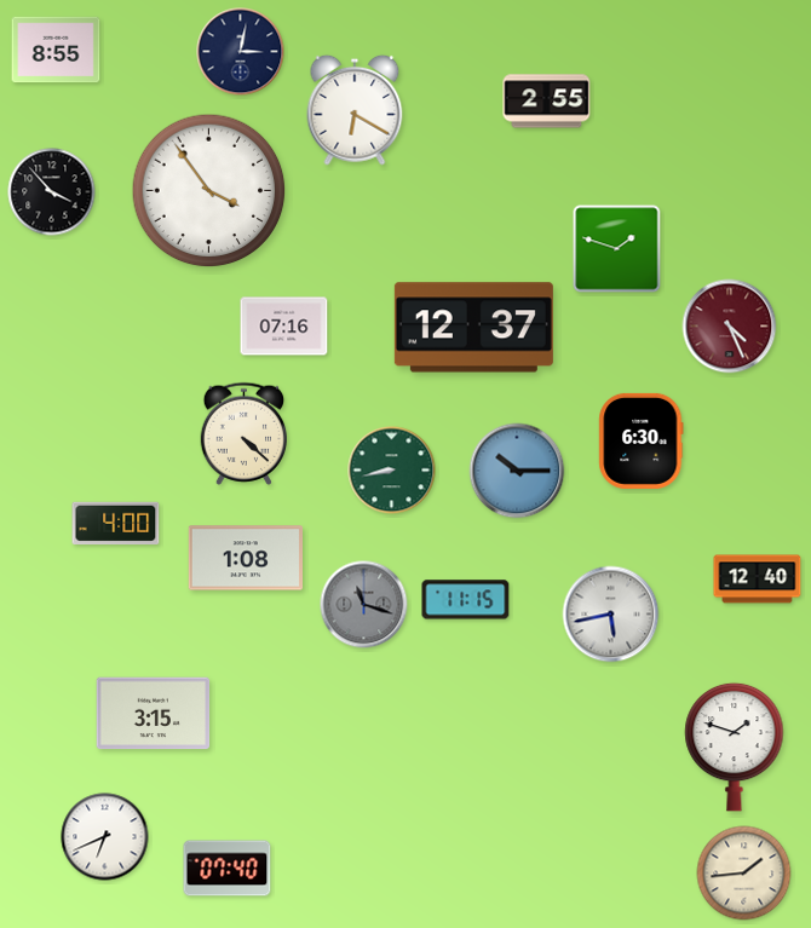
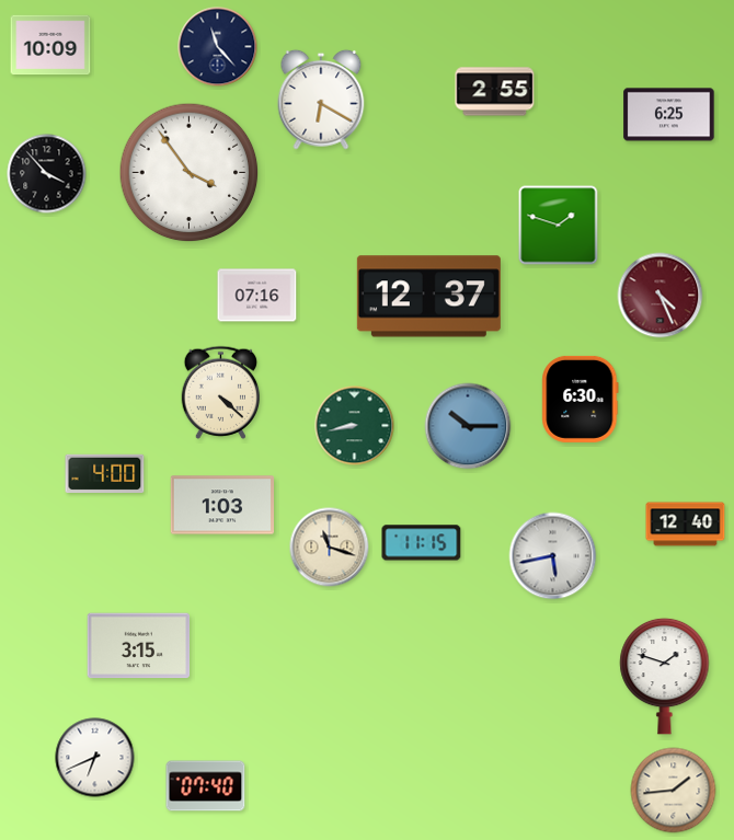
clock at (56, 50): 8:55 -> 10:09
clock at (241, 52): 3:02 -> 11:23
clock at (669, 115): none -> 6:25
clock at (245, 558): 1:08 -> 1:03
clock at (364, 605) dial: grey -> cream
